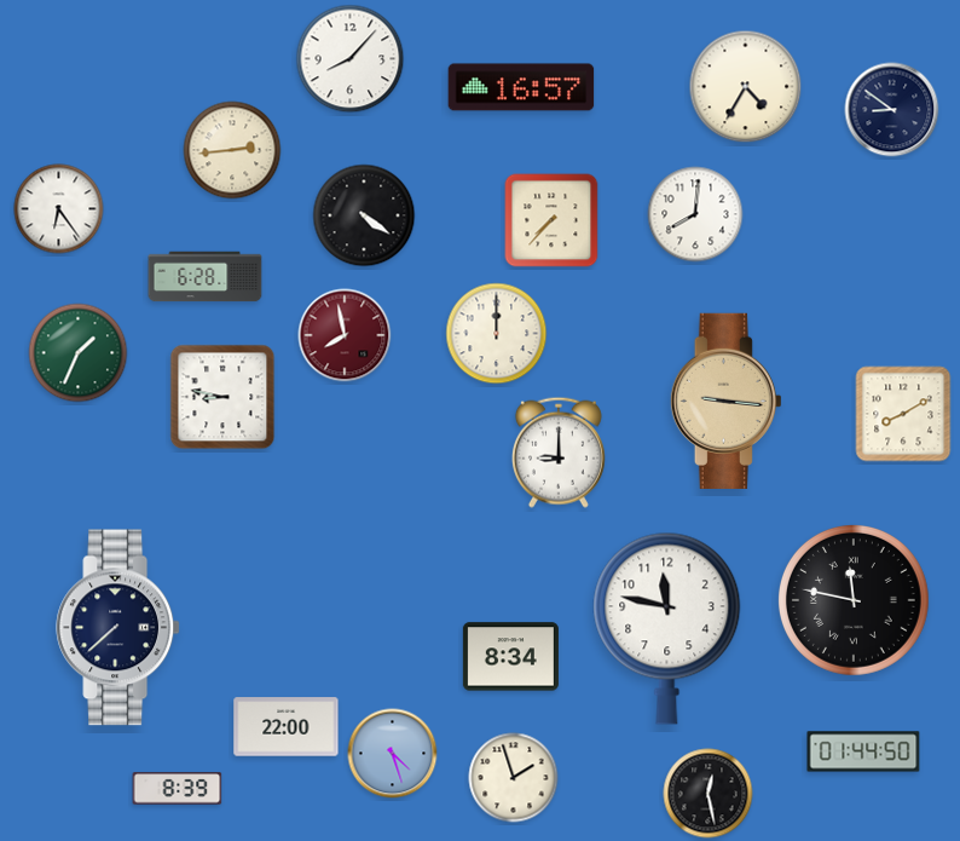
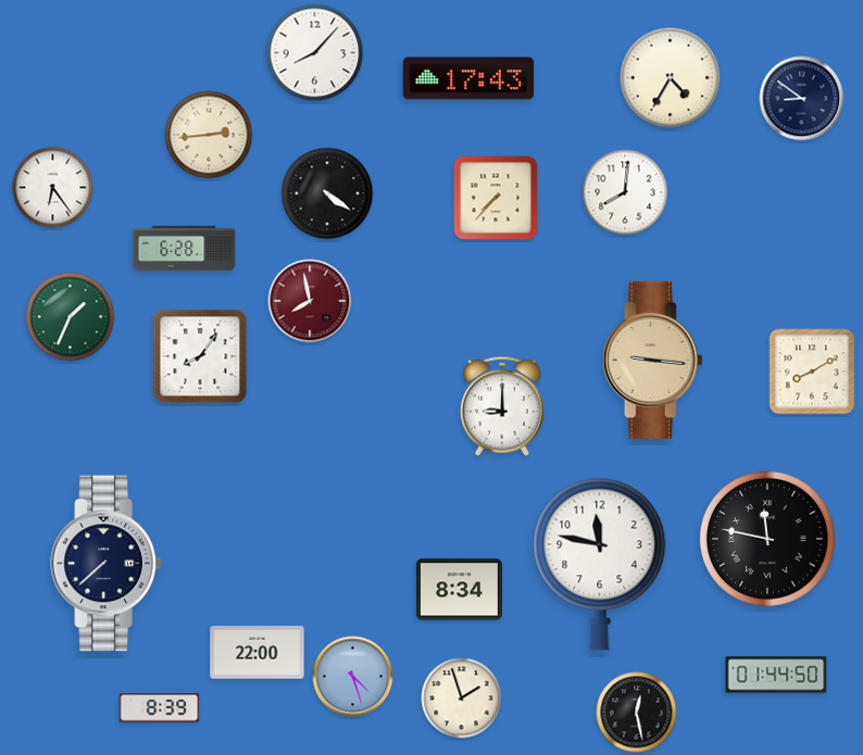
clock at (521, 87): 16:57 -> 17:43
clock at (497, 334): 12:00 -> none
clock at (222, 397): 8:47 -> 8:06
